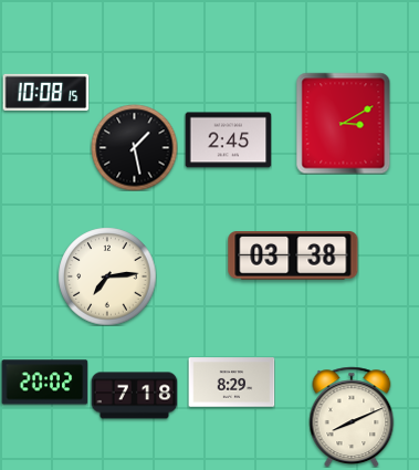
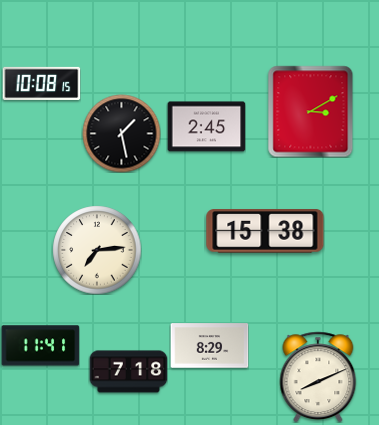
clock at (293, 257): 03:38 -> 15:38
clock at (44, 383): 20:02 -> 11:41
clock at (134, 396) position: (134, 396) -> (128, 372)
